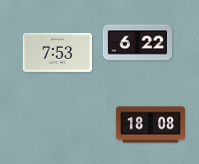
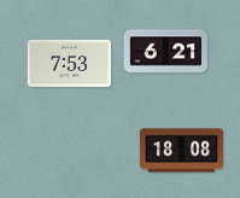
clock at (137, 43): 6:22 -> 6:21
